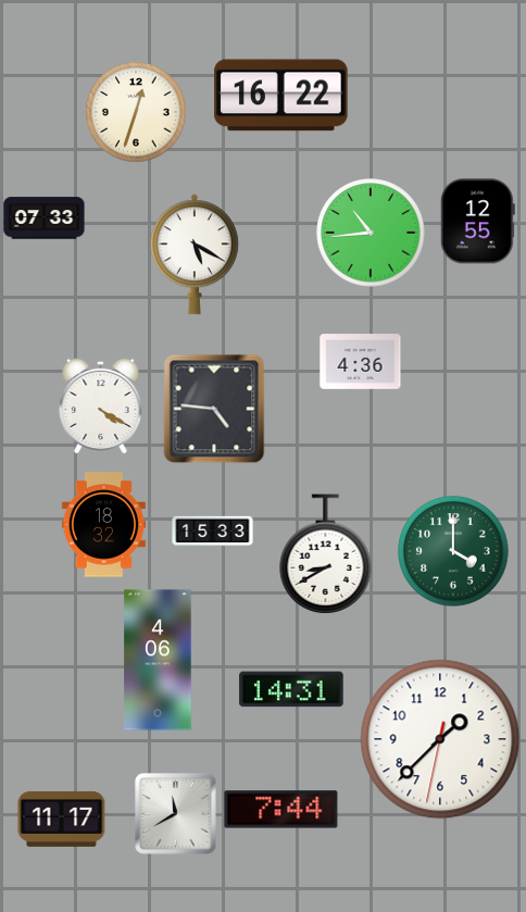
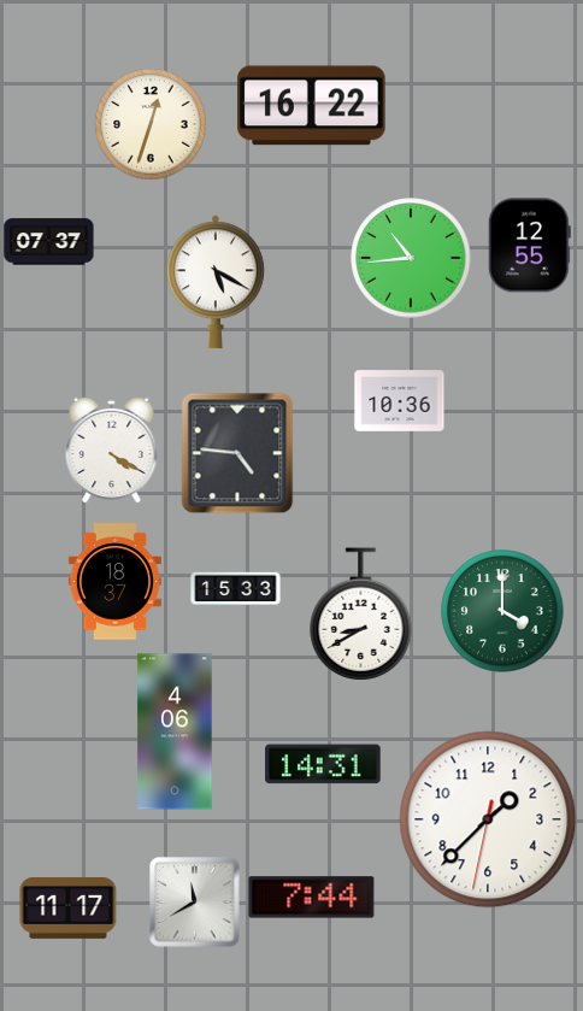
clock at (45, 218): 07:33 -> 07:37
clock at (361, 362): 4:36 -> 10:36
clock at (103, 525): 18:32 -> 18:37
